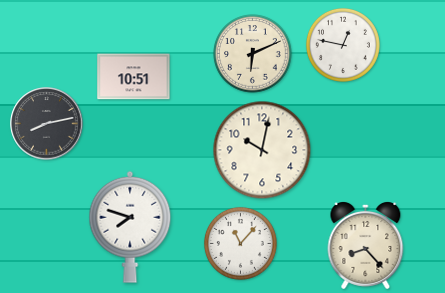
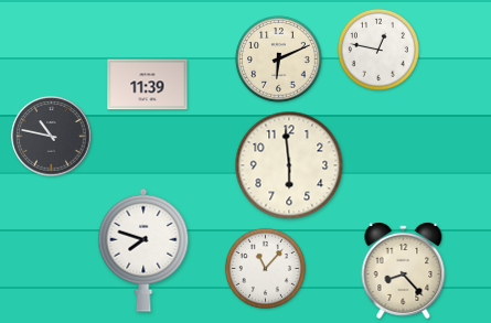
clock at (134, 77): 10:51 -> 11:39
clock at (47, 124): 8:13 -> 10:47
clock at (262, 150): 10:02 -> 5:59
